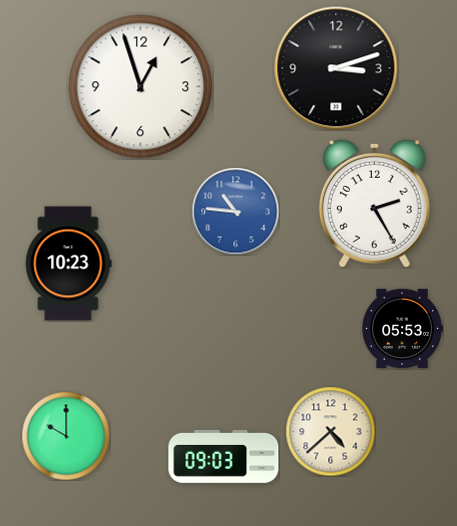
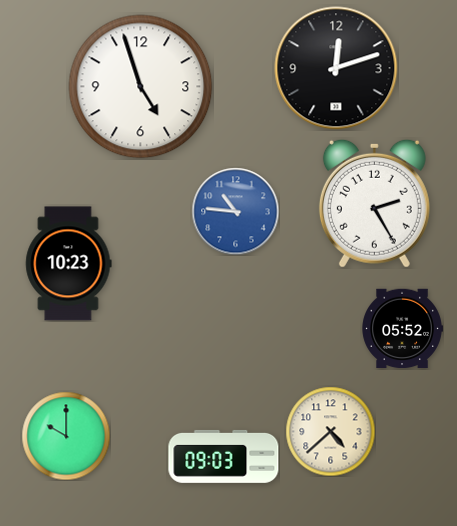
clock at (336, 68): 3:12 -> 12:12
clock at (141, 87): 12:57 -> 4:57
clock at (402, 329): 05:53 -> 05:52
